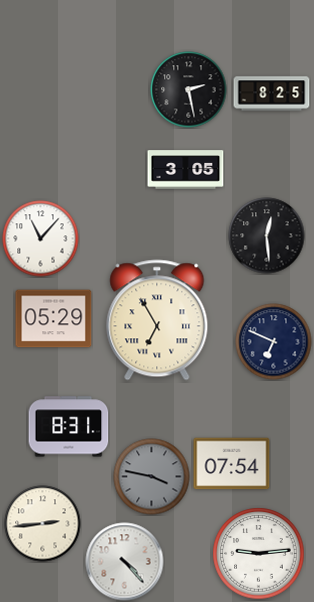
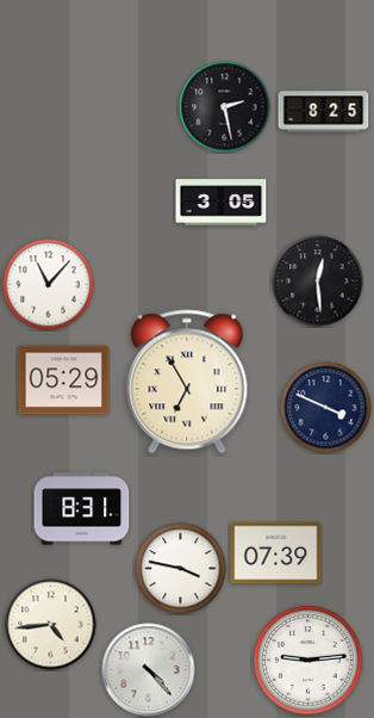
clock at (274, 342): 6:49 -> 3:49
clock at (232, 464): 07:54 -> 07:39
clock at (152, 477) dial: grey -> white
clock at (43, 524): 2:44 -> 4:44
